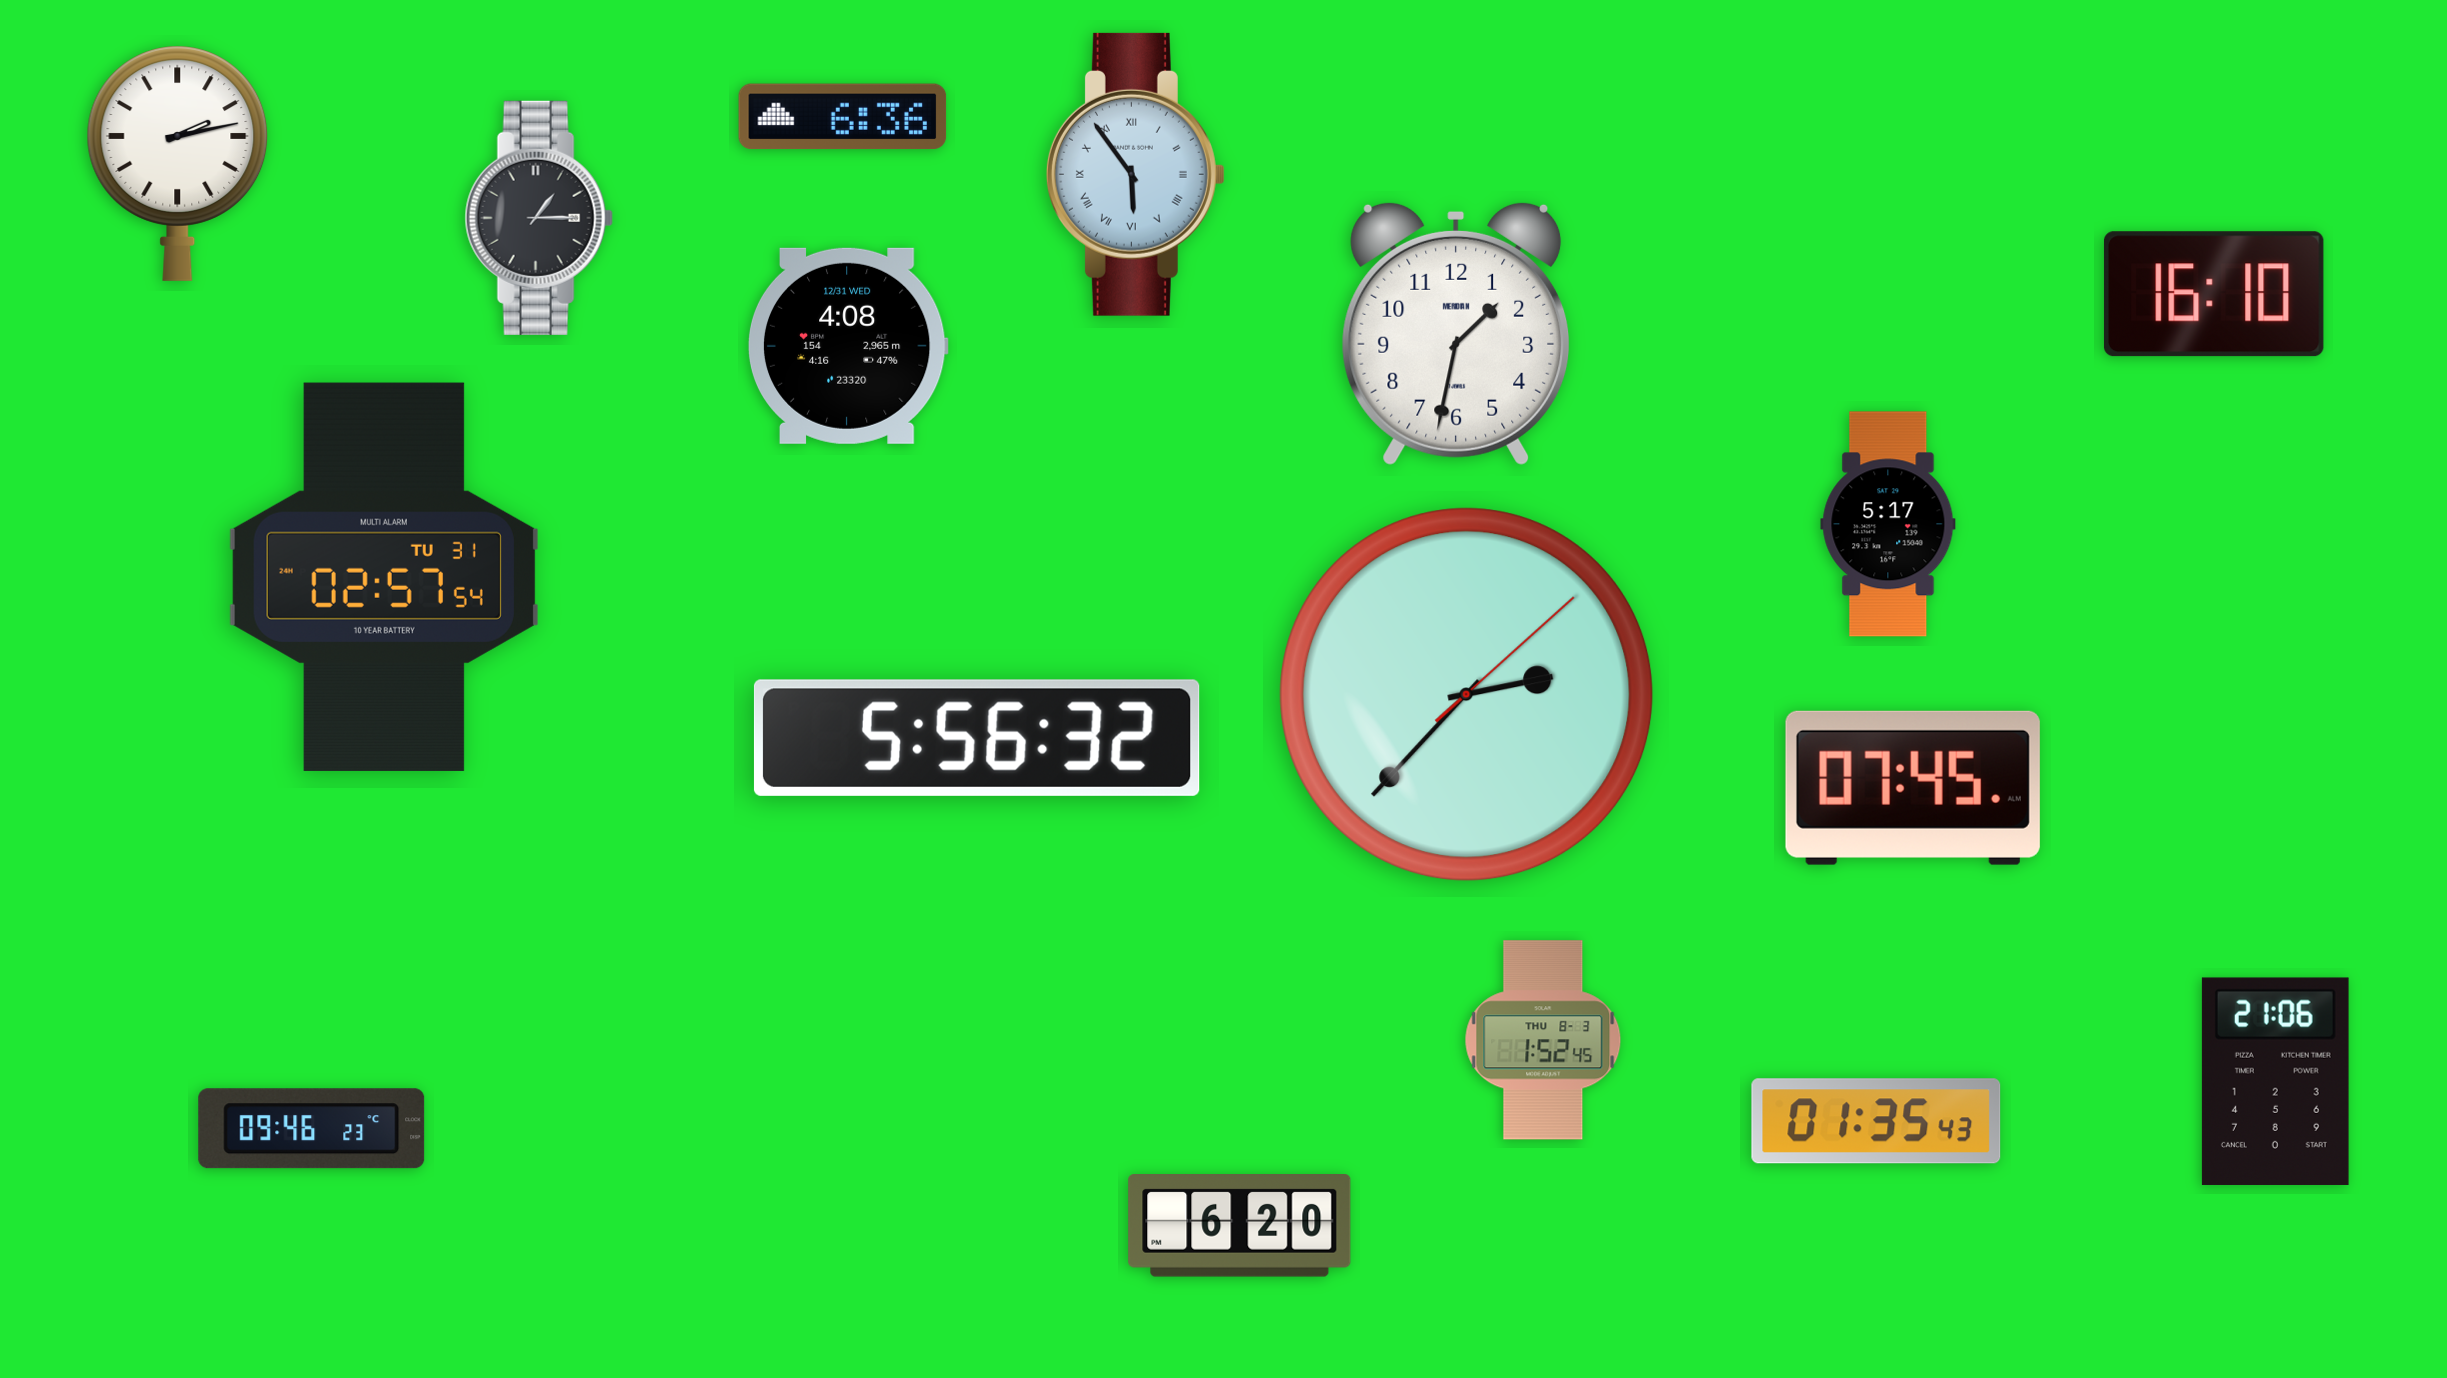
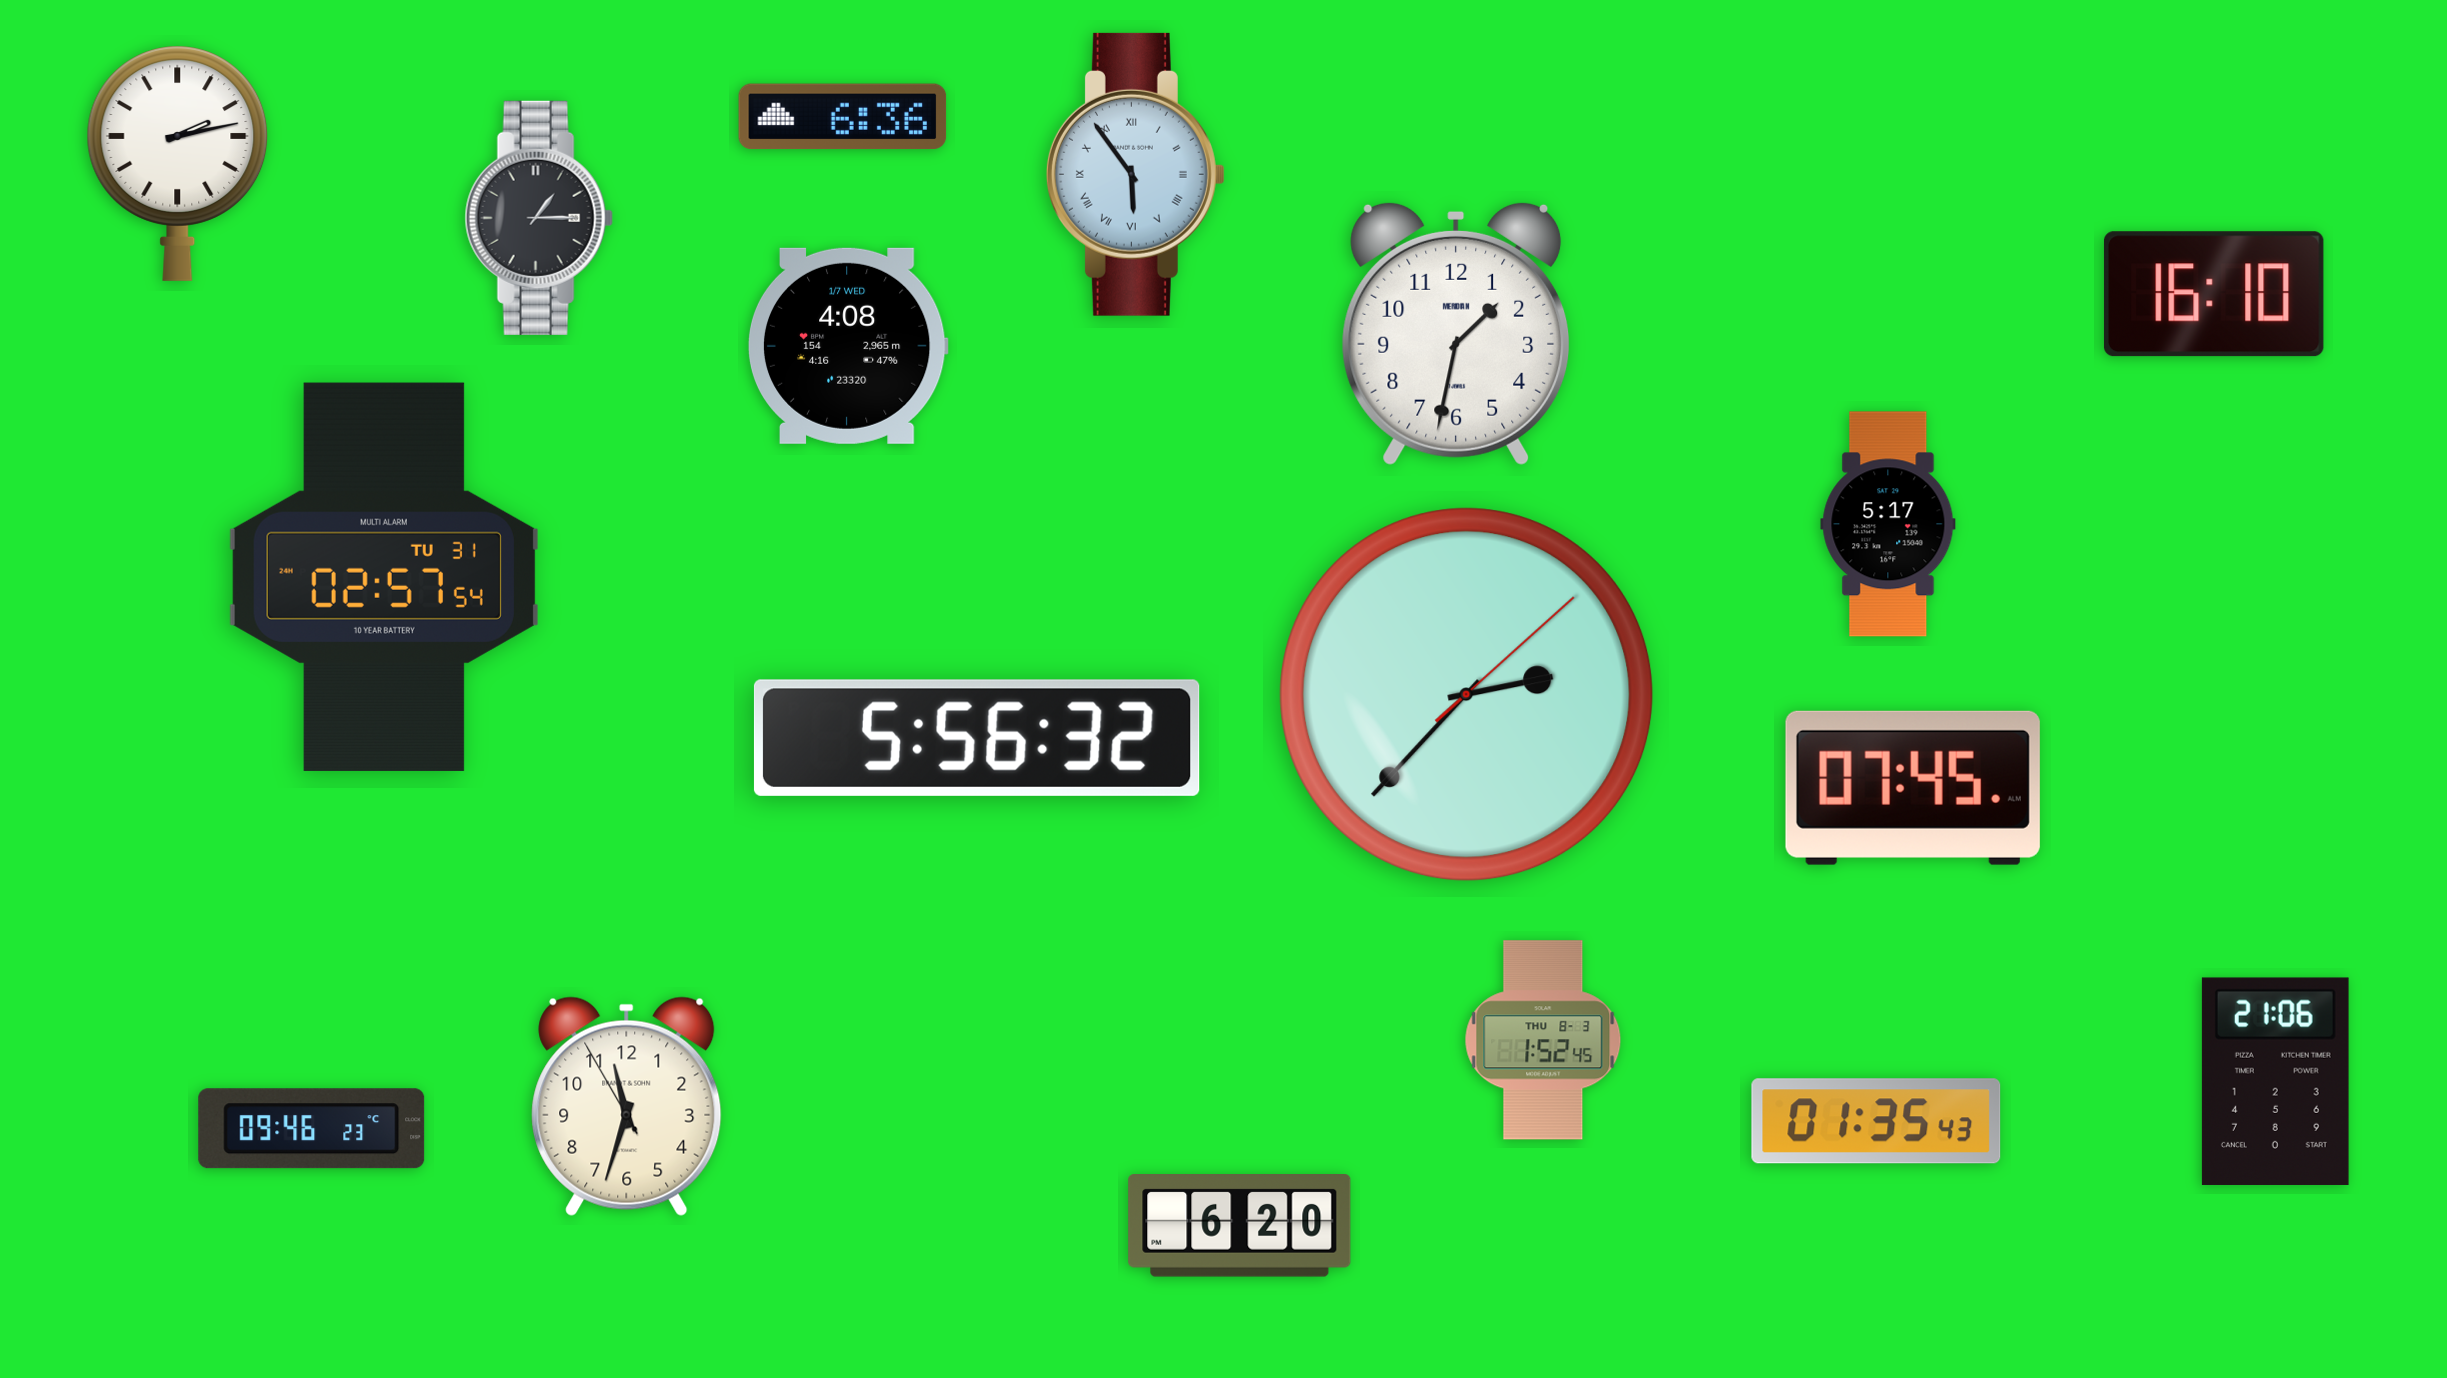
clock at (848, 346) date: 12/31 WED -> 1/7 WED
clock at (627, 1106): none -> 11:32
